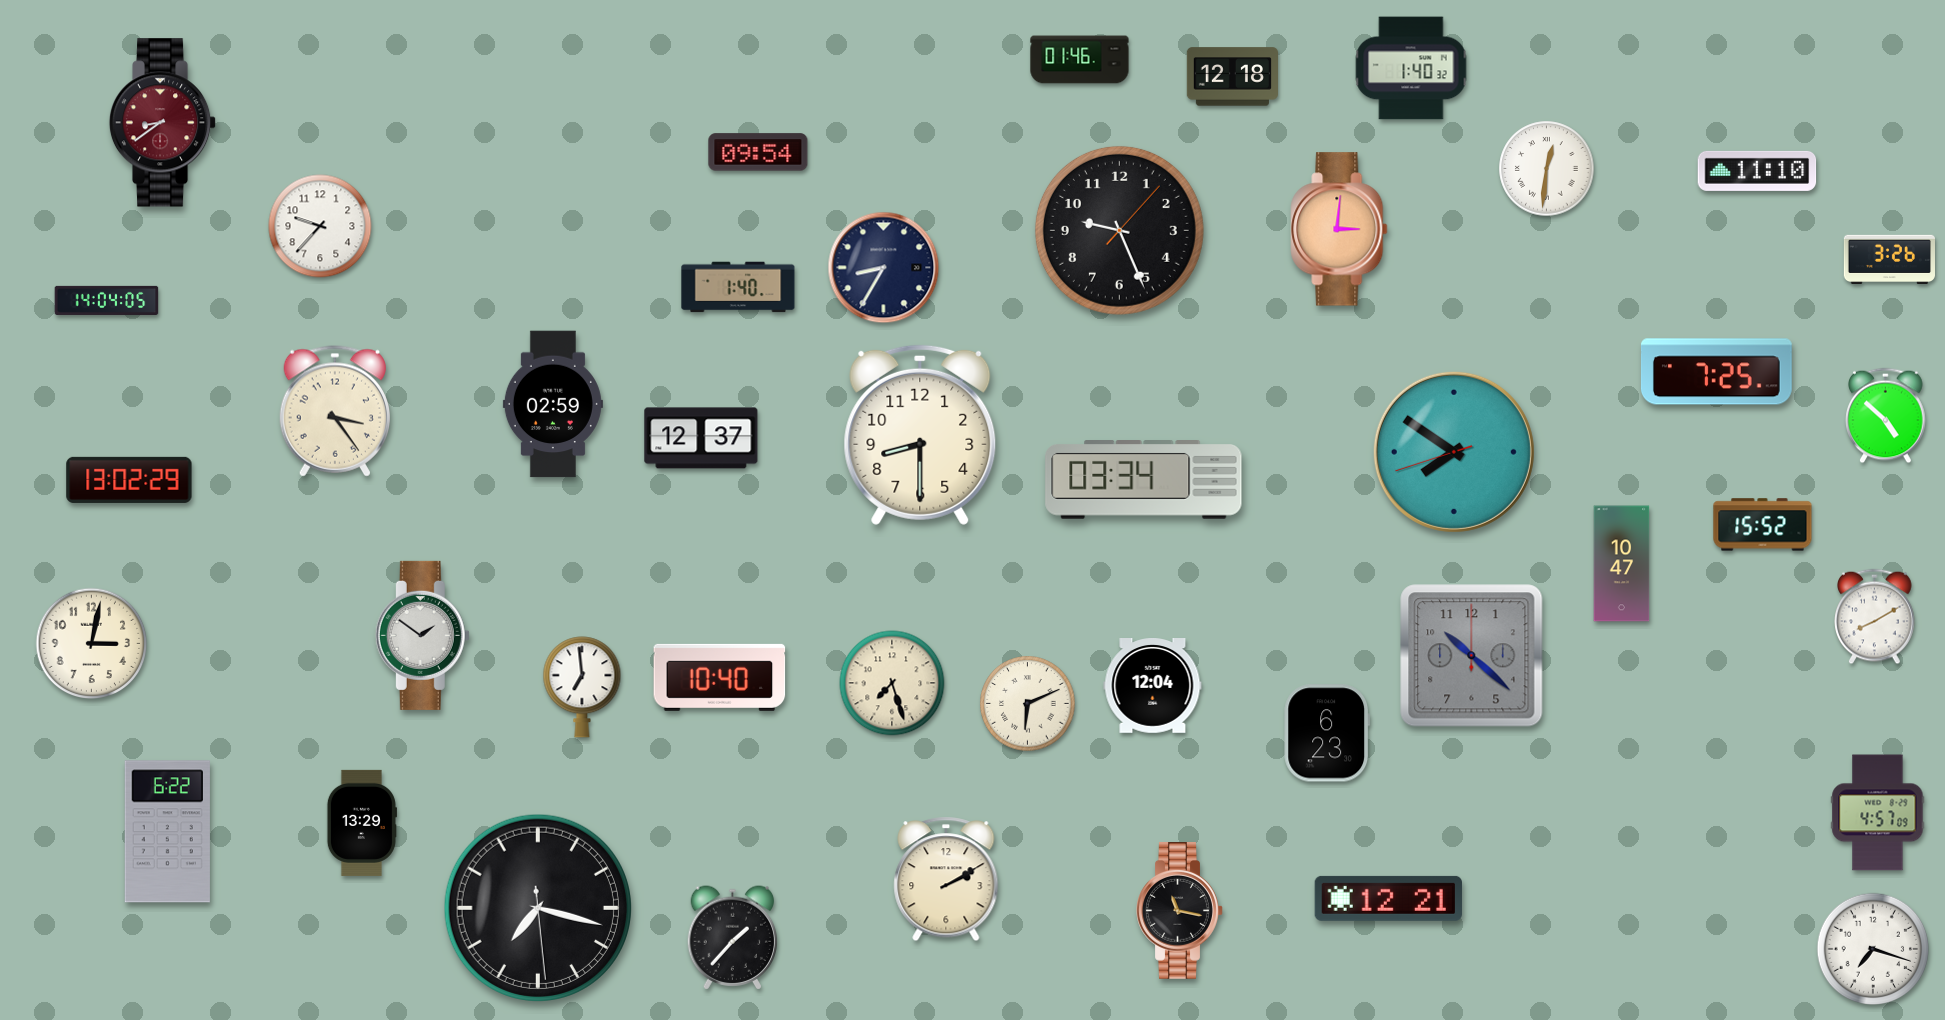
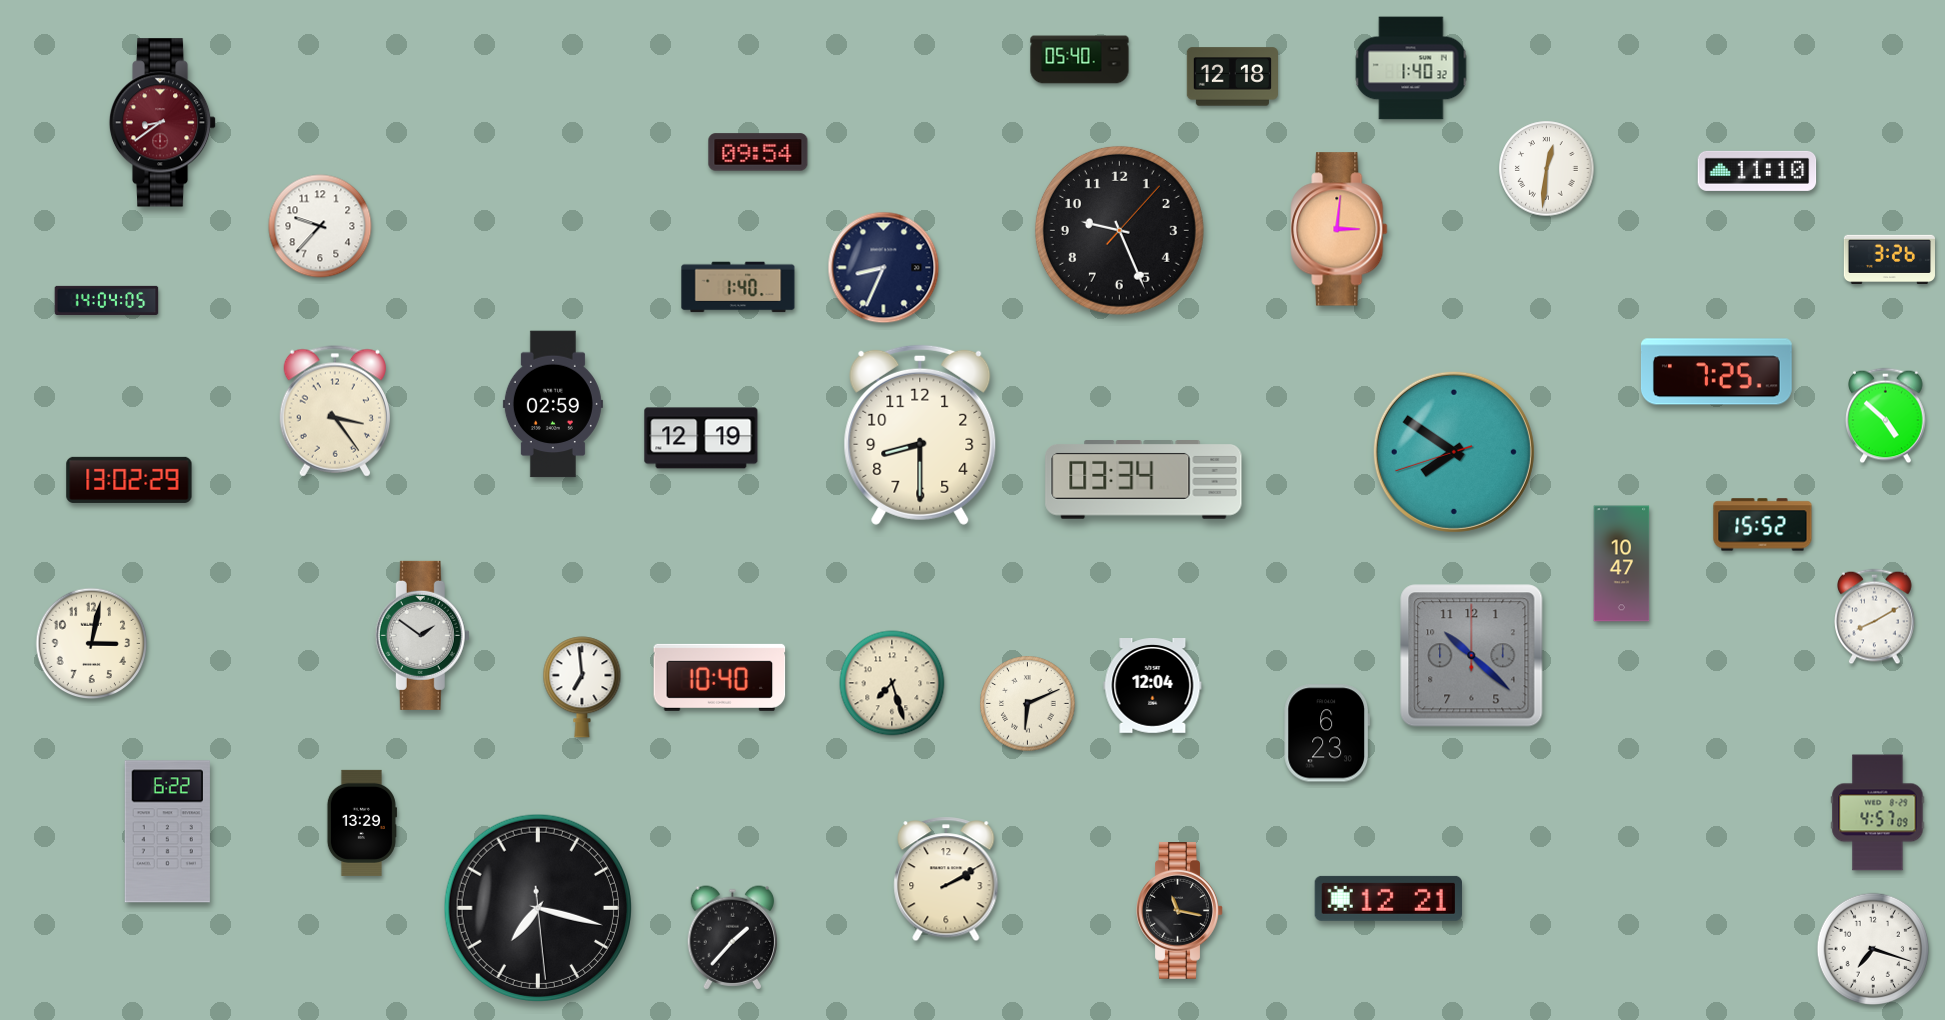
clock at (1080, 60): 01:46 -> 05:40
clock at (884, 268): 8:35 -> 8:34
clock at (701, 438): 12:37 -> 12:19
